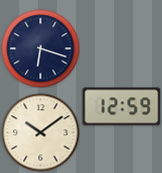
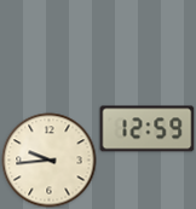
clock at (40, 48): 6:18 -> none
clock at (40, 132): 10:09 -> 9:44
